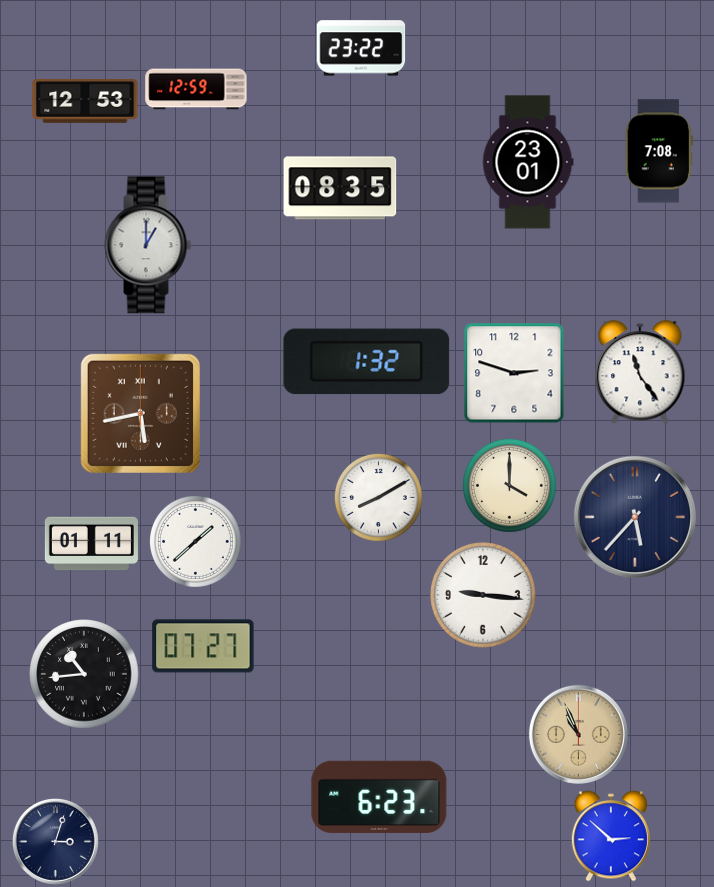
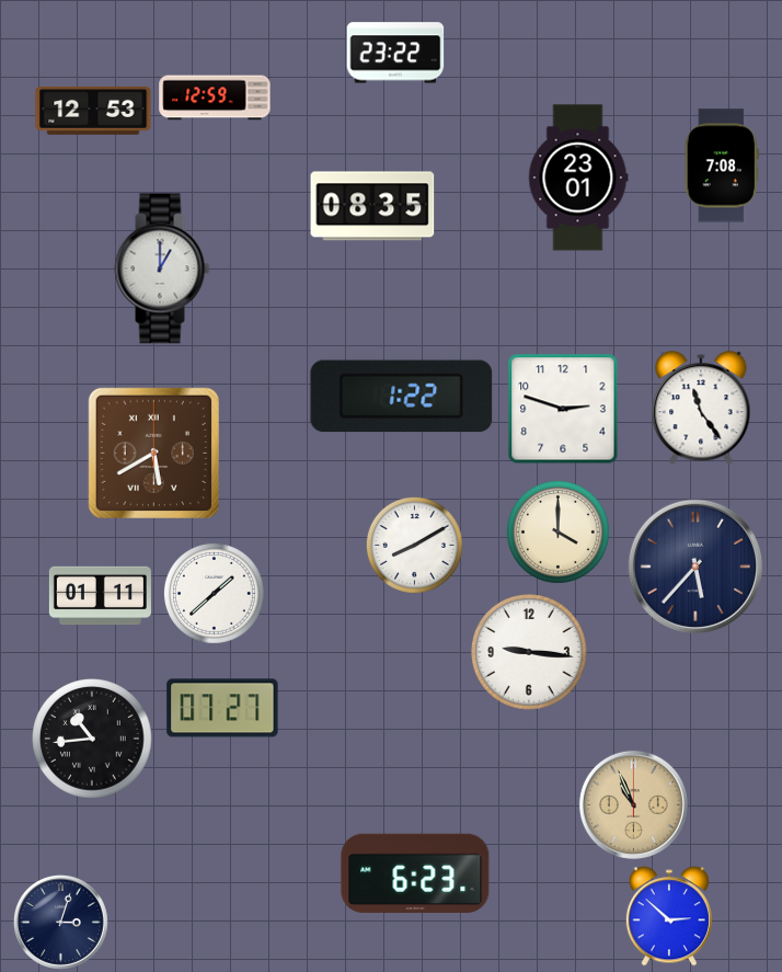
clock at (367, 362): 1:32 -> 1:22
clock at (140, 413): 5:43 -> 5:40
